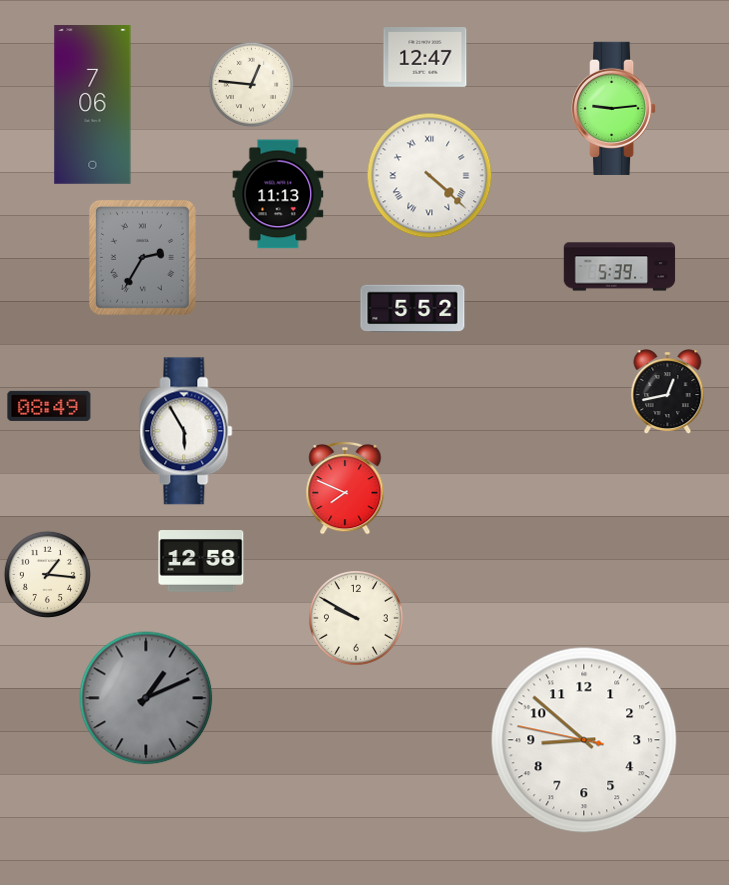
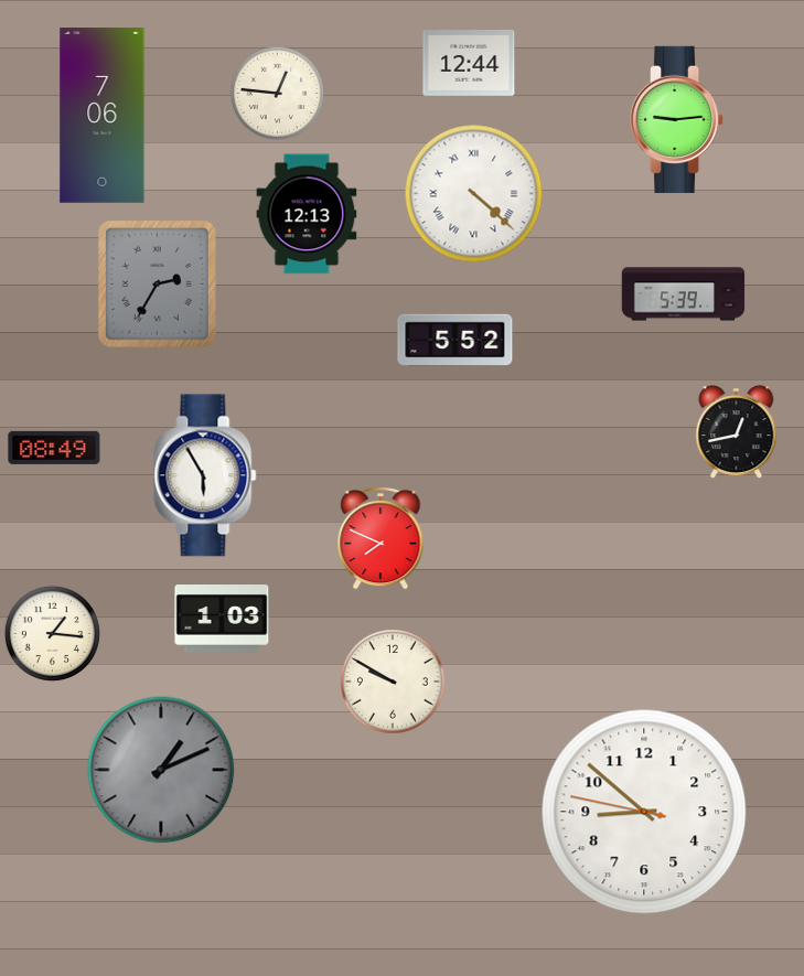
clock at (425, 58): 12:47 -> 12:44
clock at (278, 194): 11:13 -> 12:13
clock at (201, 562): 12:58 -> 1:03
clock at (584, 740) position: (584, 740) -> (644, 812)
